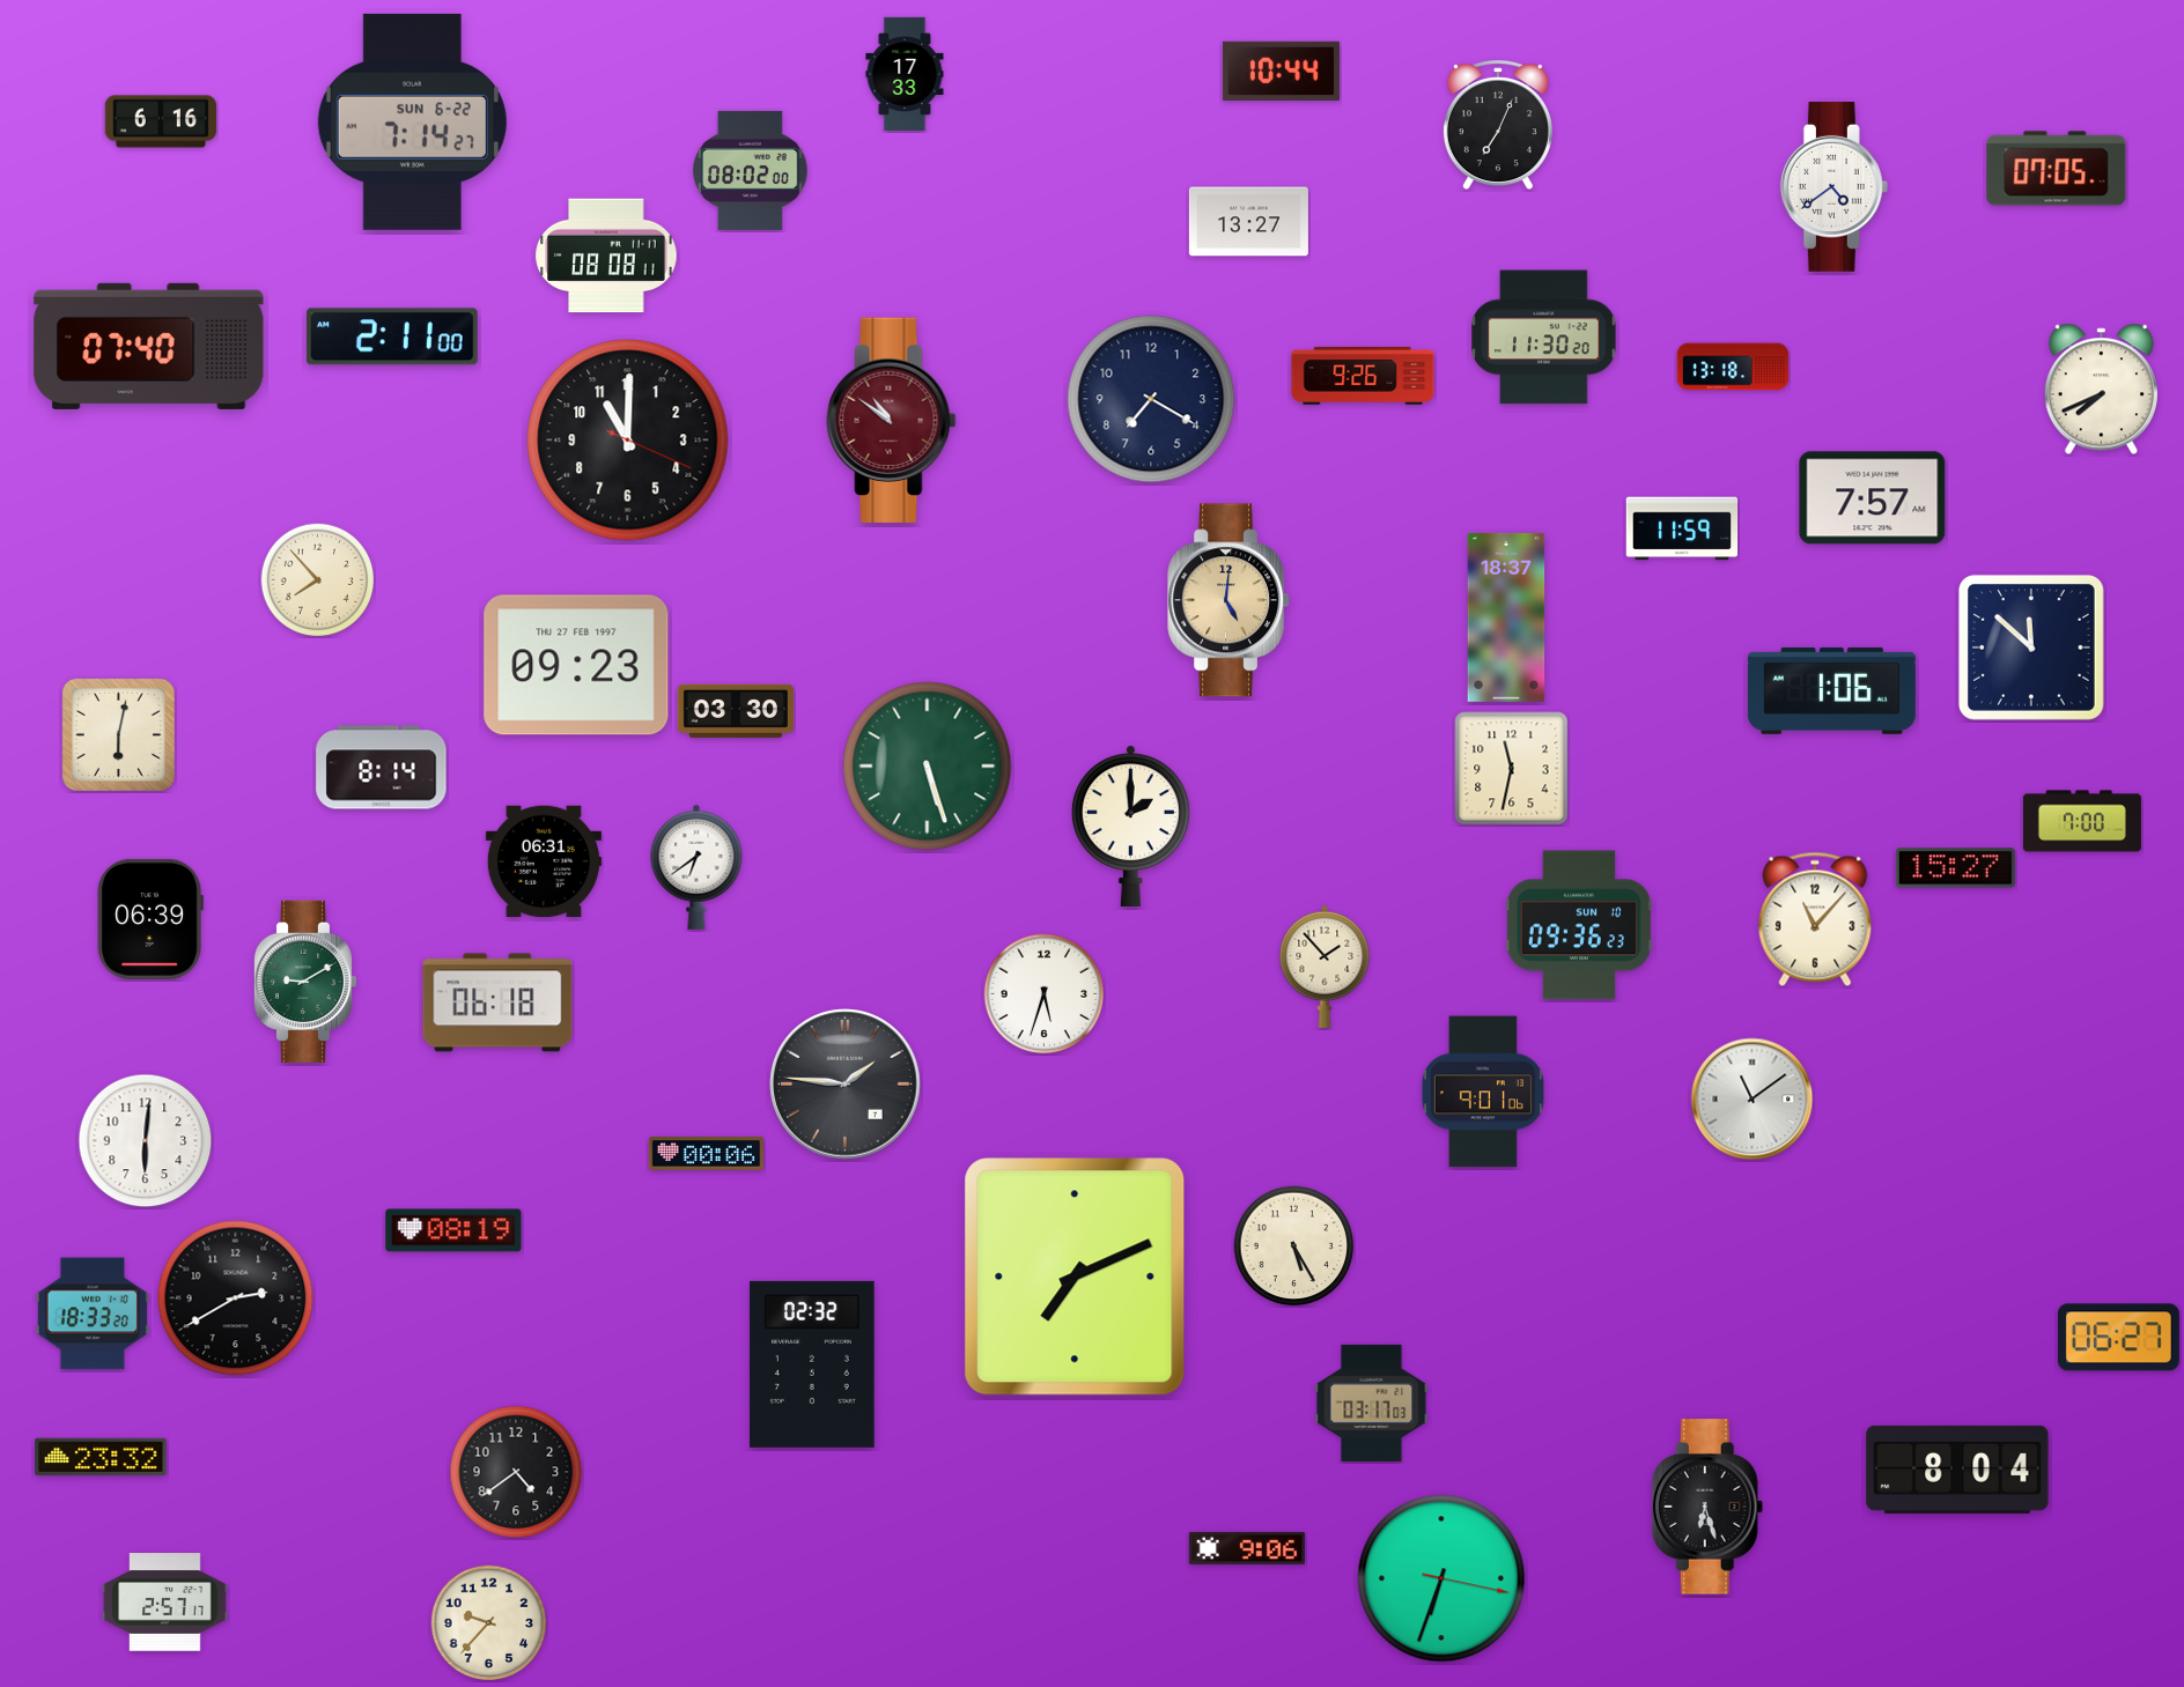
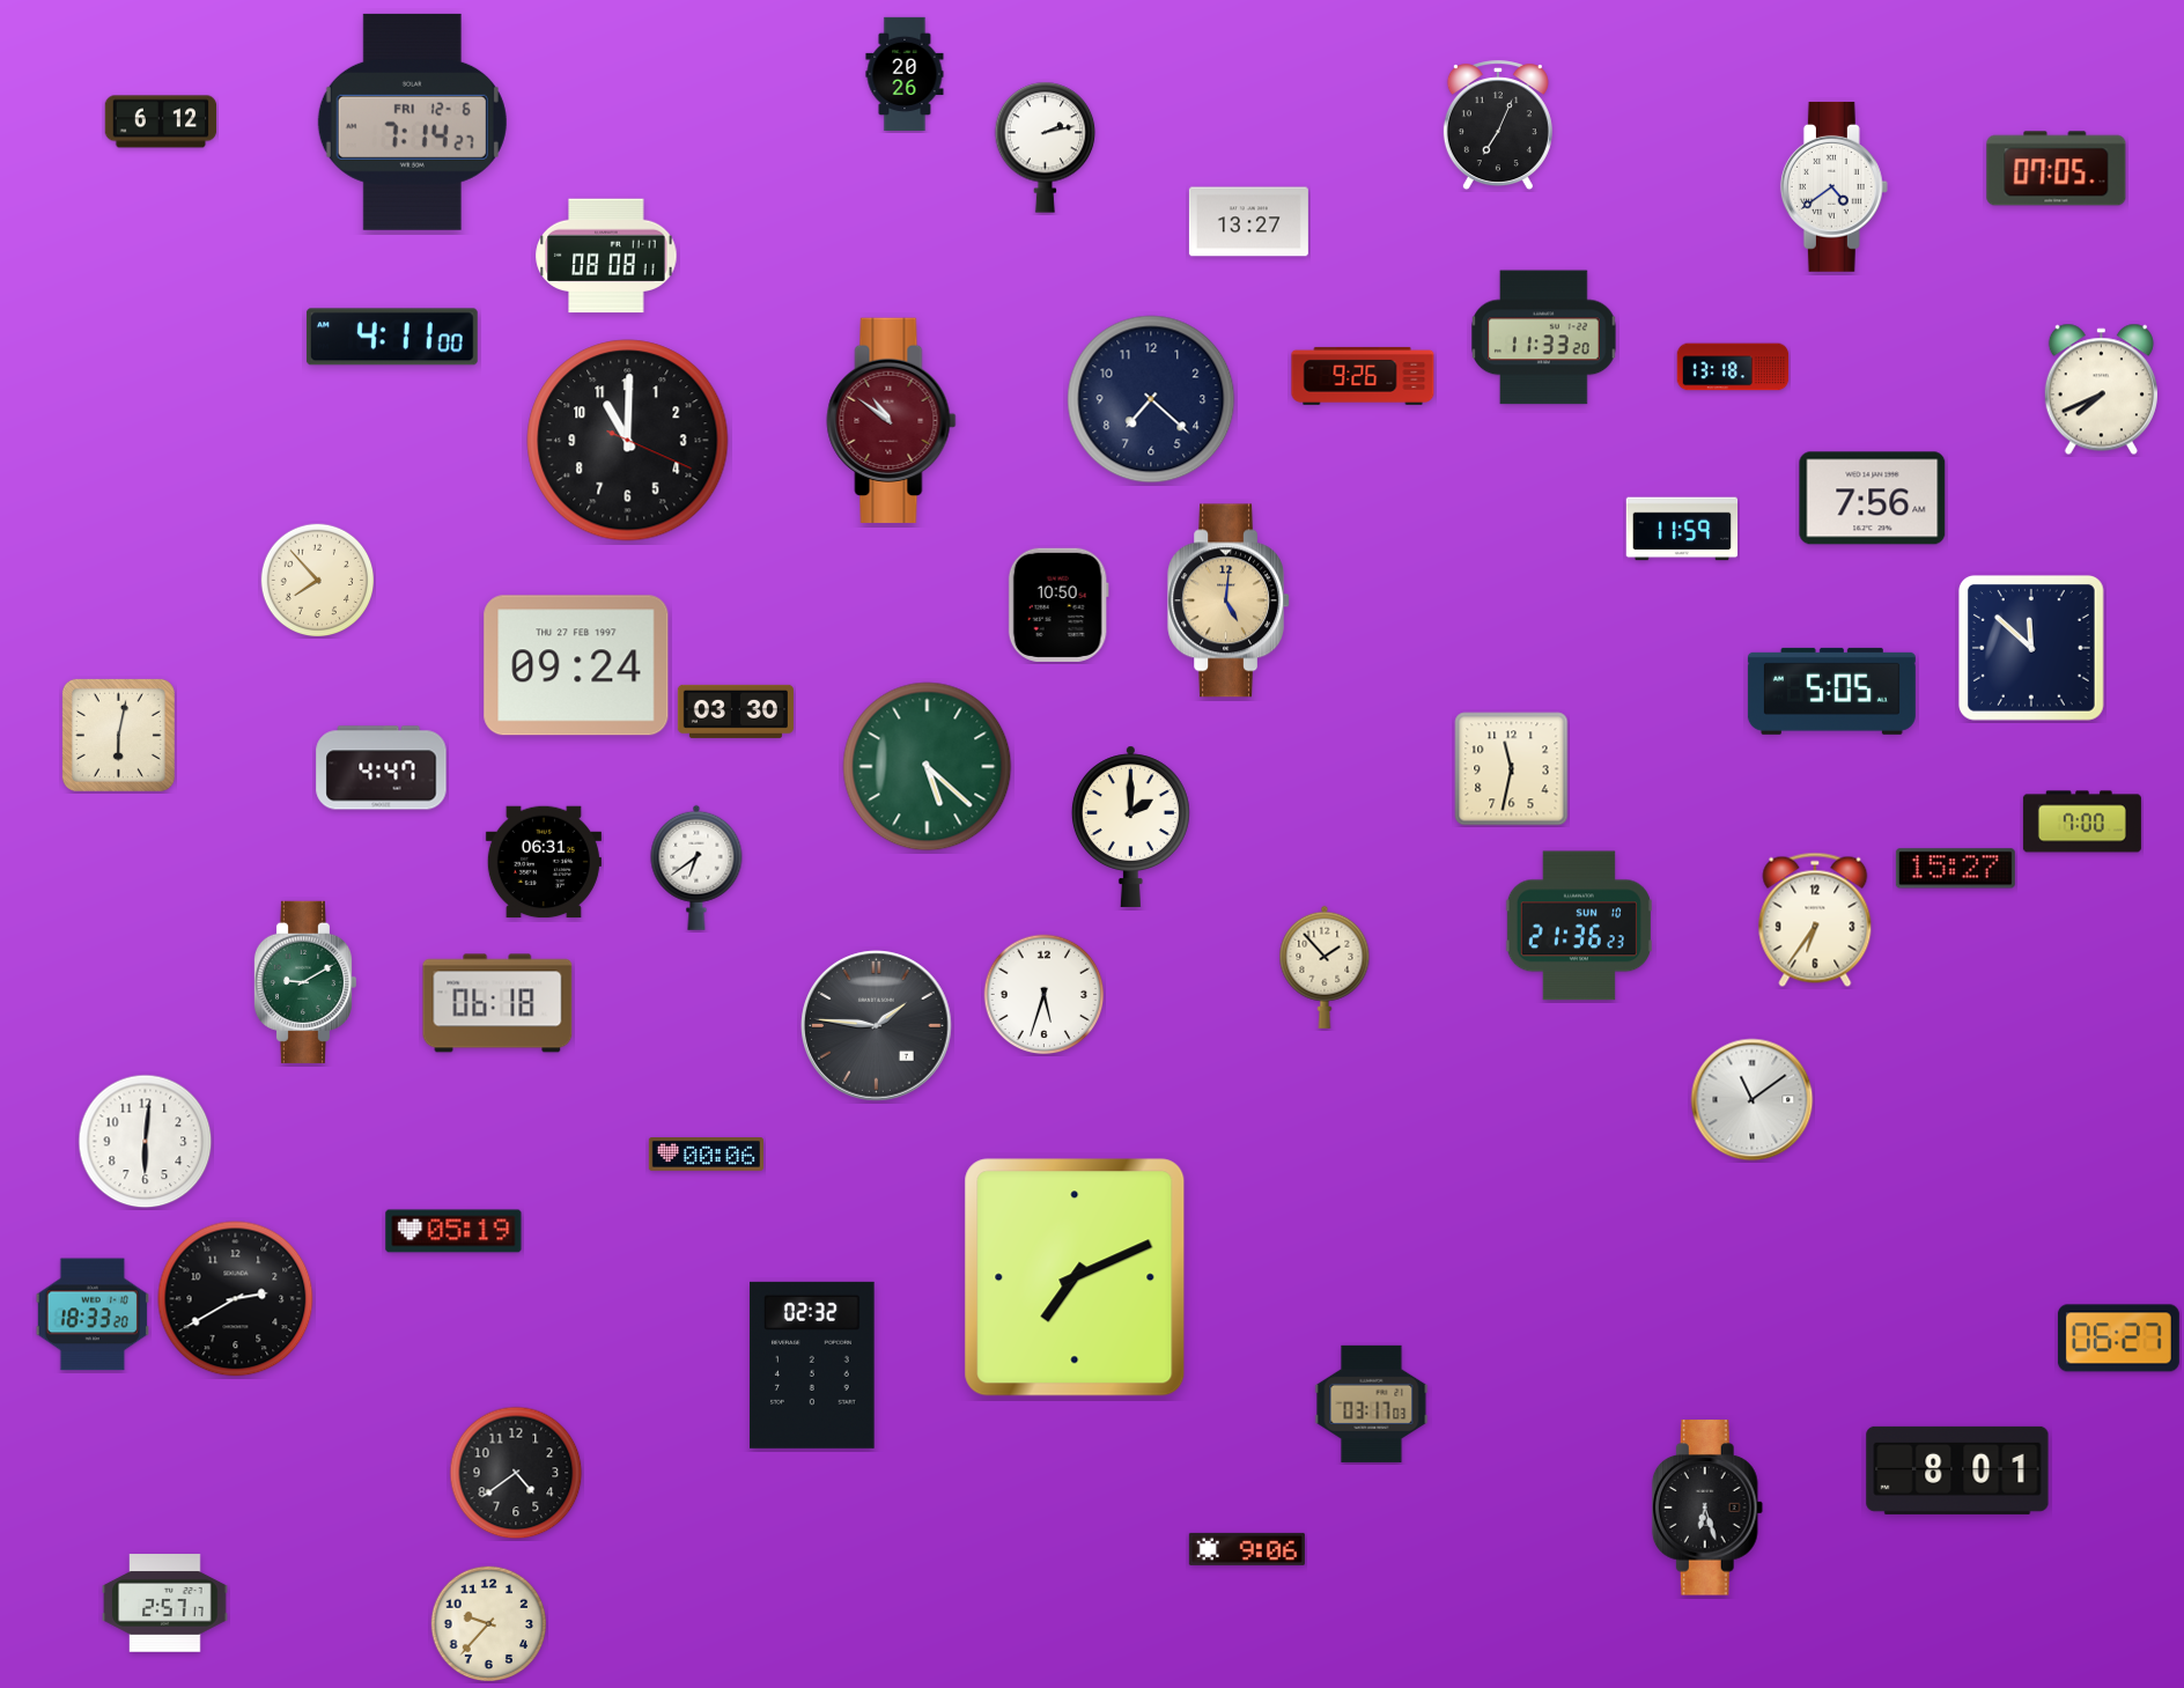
clock at (1281, 71): 10:44 -> none
clock at (905, 74): 17:33 -> 20:26
clock at (161, 121): 6:16 -> 6:12
clock at (412, 121) date: SUN 6-22 -> FRI 12-6
clock at (1046, 147): none -> 2:13
clock at (751, 170): 08:02 -> none
clock at (392, 336): 2:11 -> 4:11
clock at (1544, 338): 11:30 -> 11:33
clock at (149, 346): 07:40 -> none
clock at (1151, 399): 7:20 -> 7:22
clock at (1873, 498): 7:57 -> 7:56
clock at (1058, 605): none -> 10:50
clock at (1506, 617): 18:37 -> none
clock at (576, 665): 09:23 -> 09:24
clock at (1831, 690): 1:06 -> 5:05
clock at (928, 767): 5:27 -> 5:22
clock at (382, 768): 8:14 -> 4:47
clock at (150, 919): 06:39 -> none
clock at (1815, 919): 11:07 -> 6:36
clock at (1579, 925): 09:36 -> 21:36
clock at (846, 1085) position: (846, 1085) -> (877, 1026)
clock at (1483, 1092): 9:01 -> none
clock at (453, 1230): 08:19 -> 05:19
clock at (1294, 1246): 5:25 -> none
clock at (101, 1457): 23:32 -> none
clock at (1957, 1470): 8:04 -> 8:01
clock at (1441, 1578): 6:33 -> none
